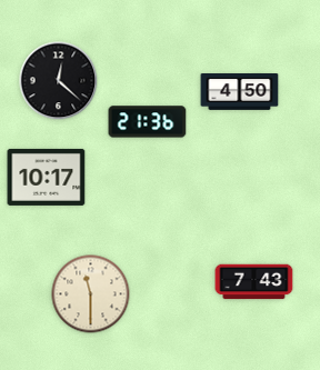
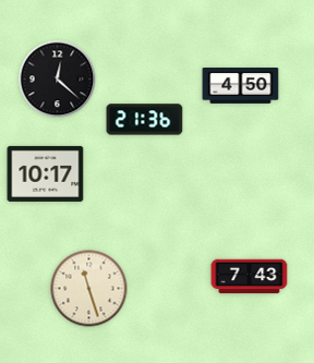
clock at (240, 92) position: (240, 92) -> (241, 86)
clock at (91, 294): 11:30 -> 11:27
